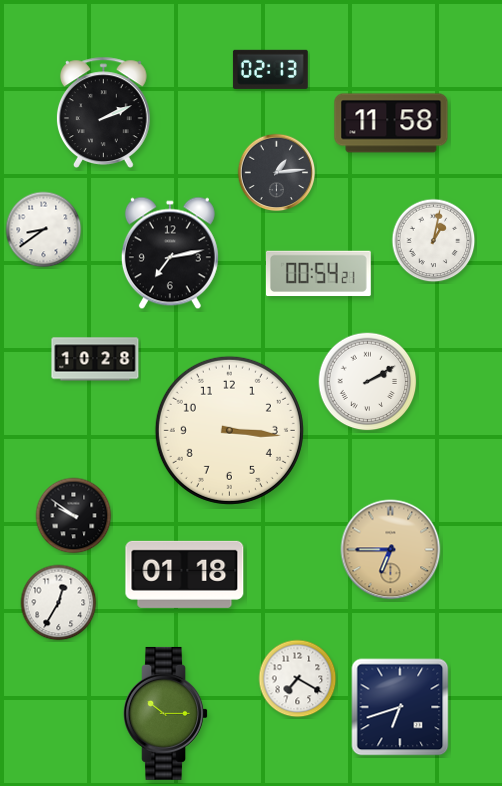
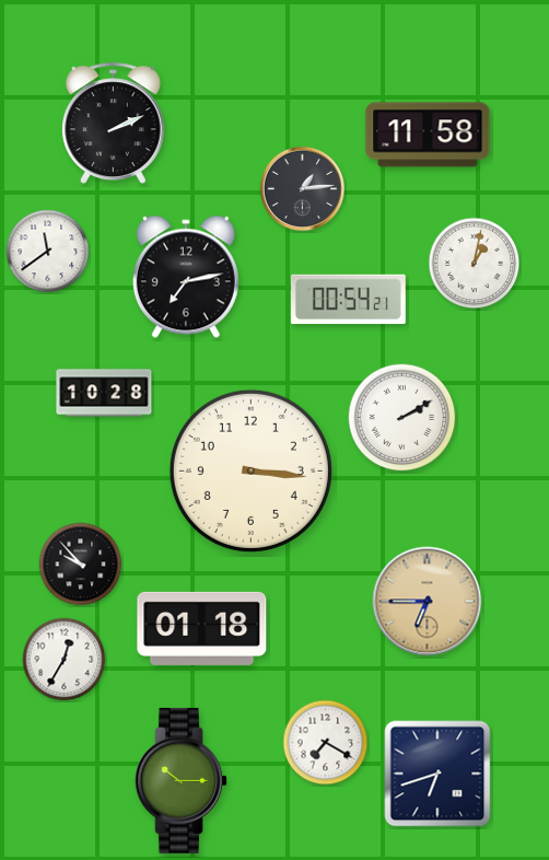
clock at (270, 69): 02:13 -> none
clock at (44, 230): 8:39 -> 11:39
clock at (74, 516): 9:51 -> 9:53
